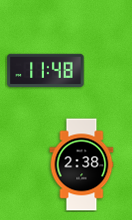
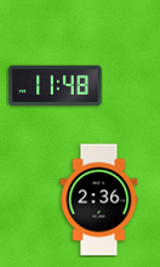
clock at (82, 165): 2:38 -> 2:36
